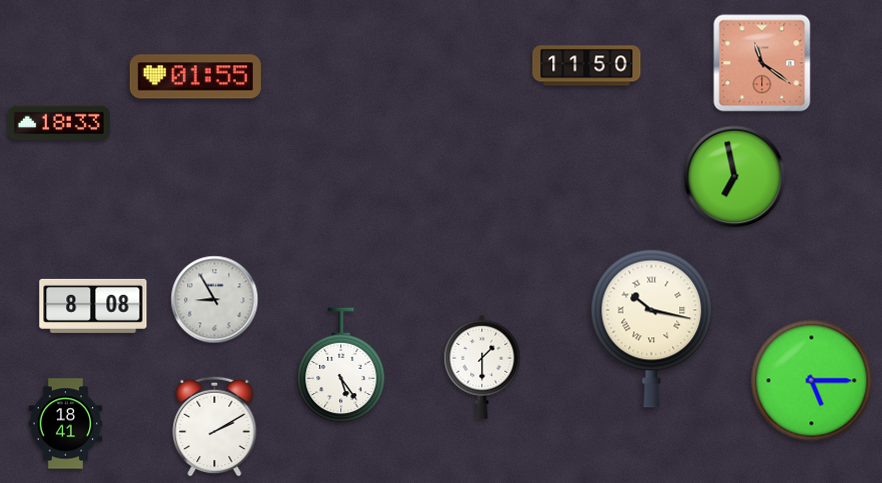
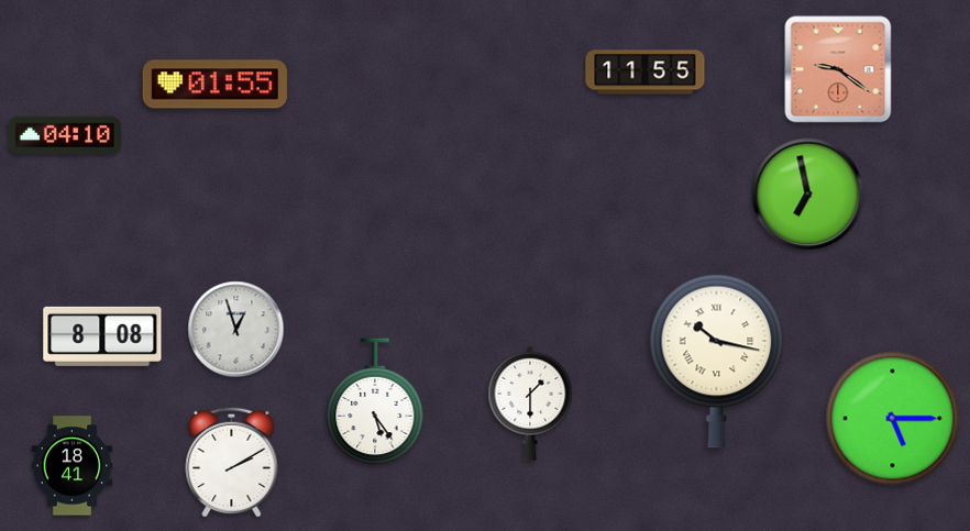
clock at (762, 63): 11:21 -> 9:21
clock at (587, 66): 11:50 -> 11:55
clock at (59, 123): 18:33 -> 04:10
clock at (215, 300): 8:55 -> 12:57
clock at (215, 426) position: (215, 426) -> (232, 462)
